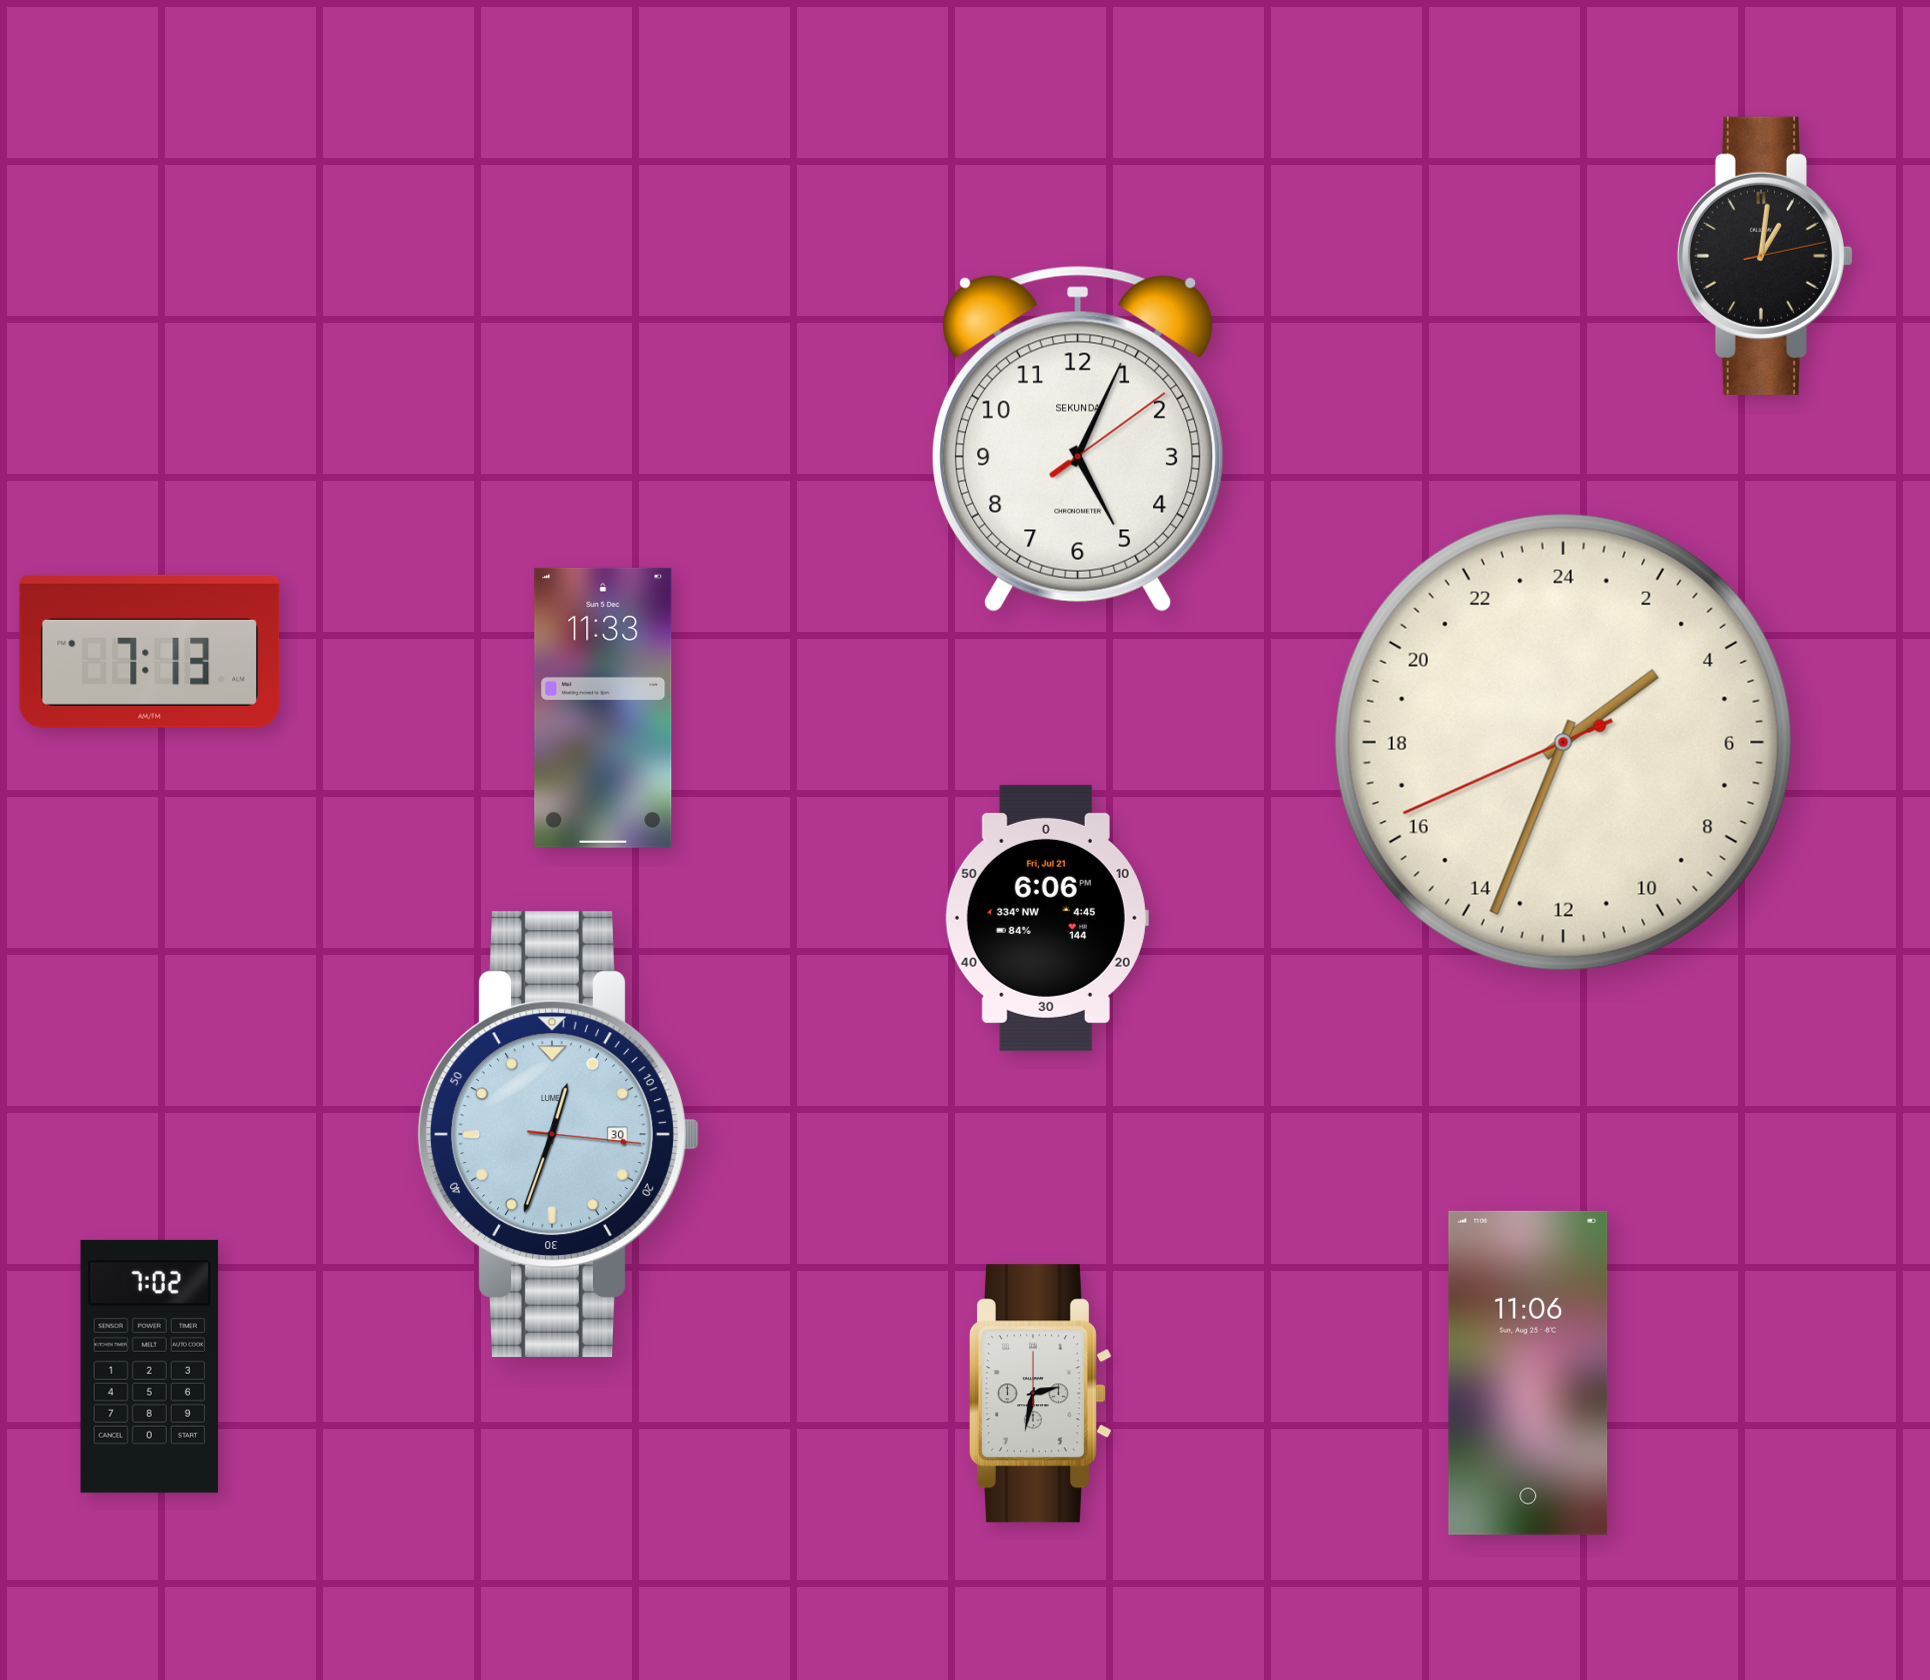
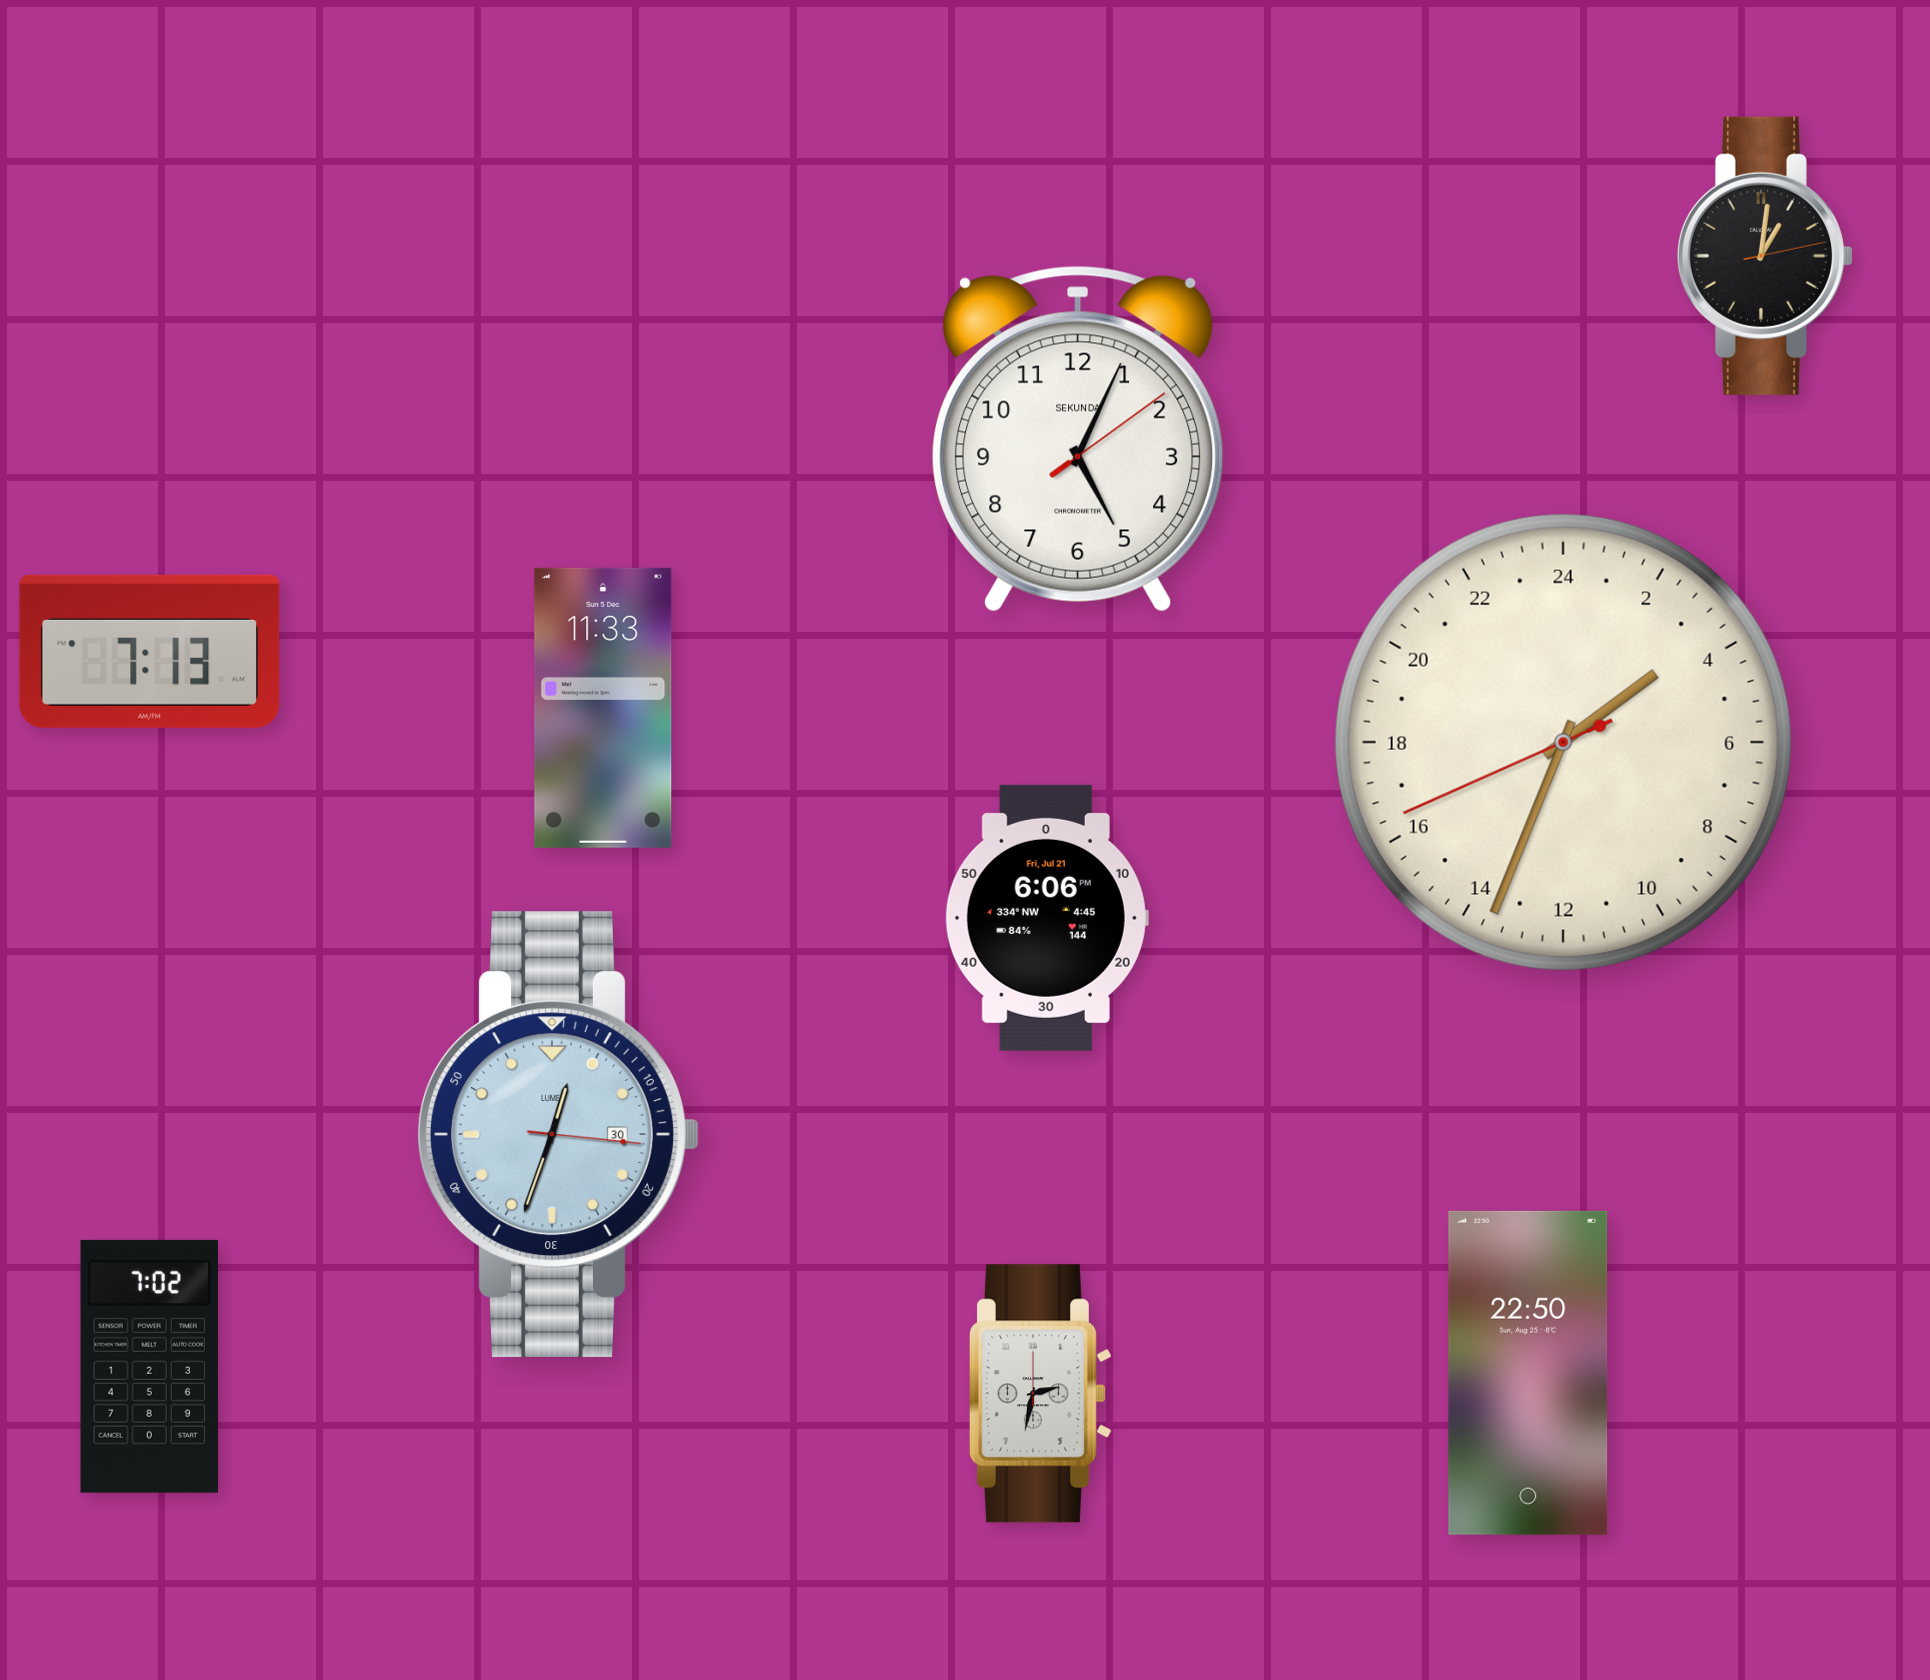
clock at (1528, 1373): 11:06 -> 22:50
